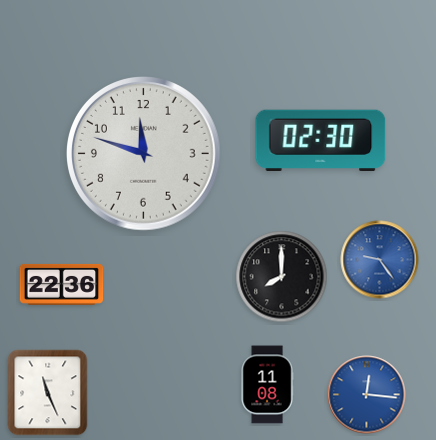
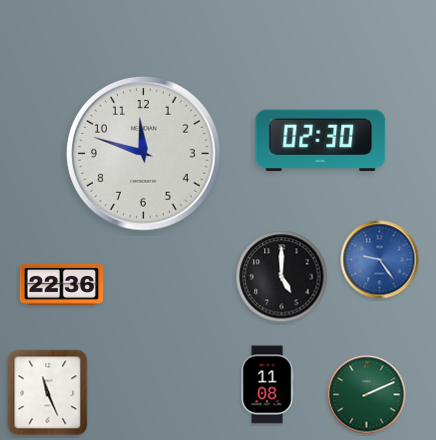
clock at (282, 277): 8:00 -> 5:00
clock at (367, 395): 12:16 -> 2:11
clock at (367, 395) dial: blue -> green
